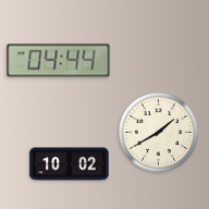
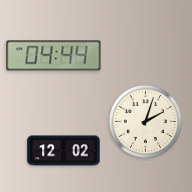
clock at (158, 132): 1:40 -> 2:03
clock at (70, 164): 10:02 -> 12:02
